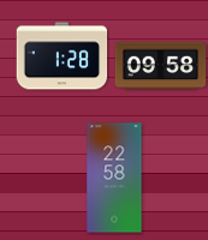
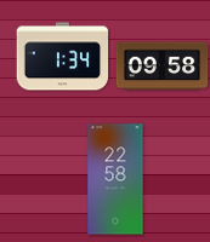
clock at (63, 56): 1:28 -> 1:34
